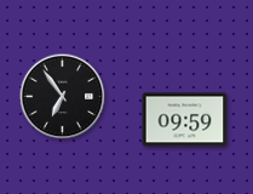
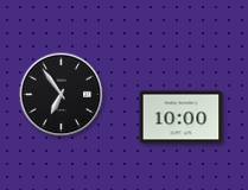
clock at (185, 120): 09:59 -> 10:00
